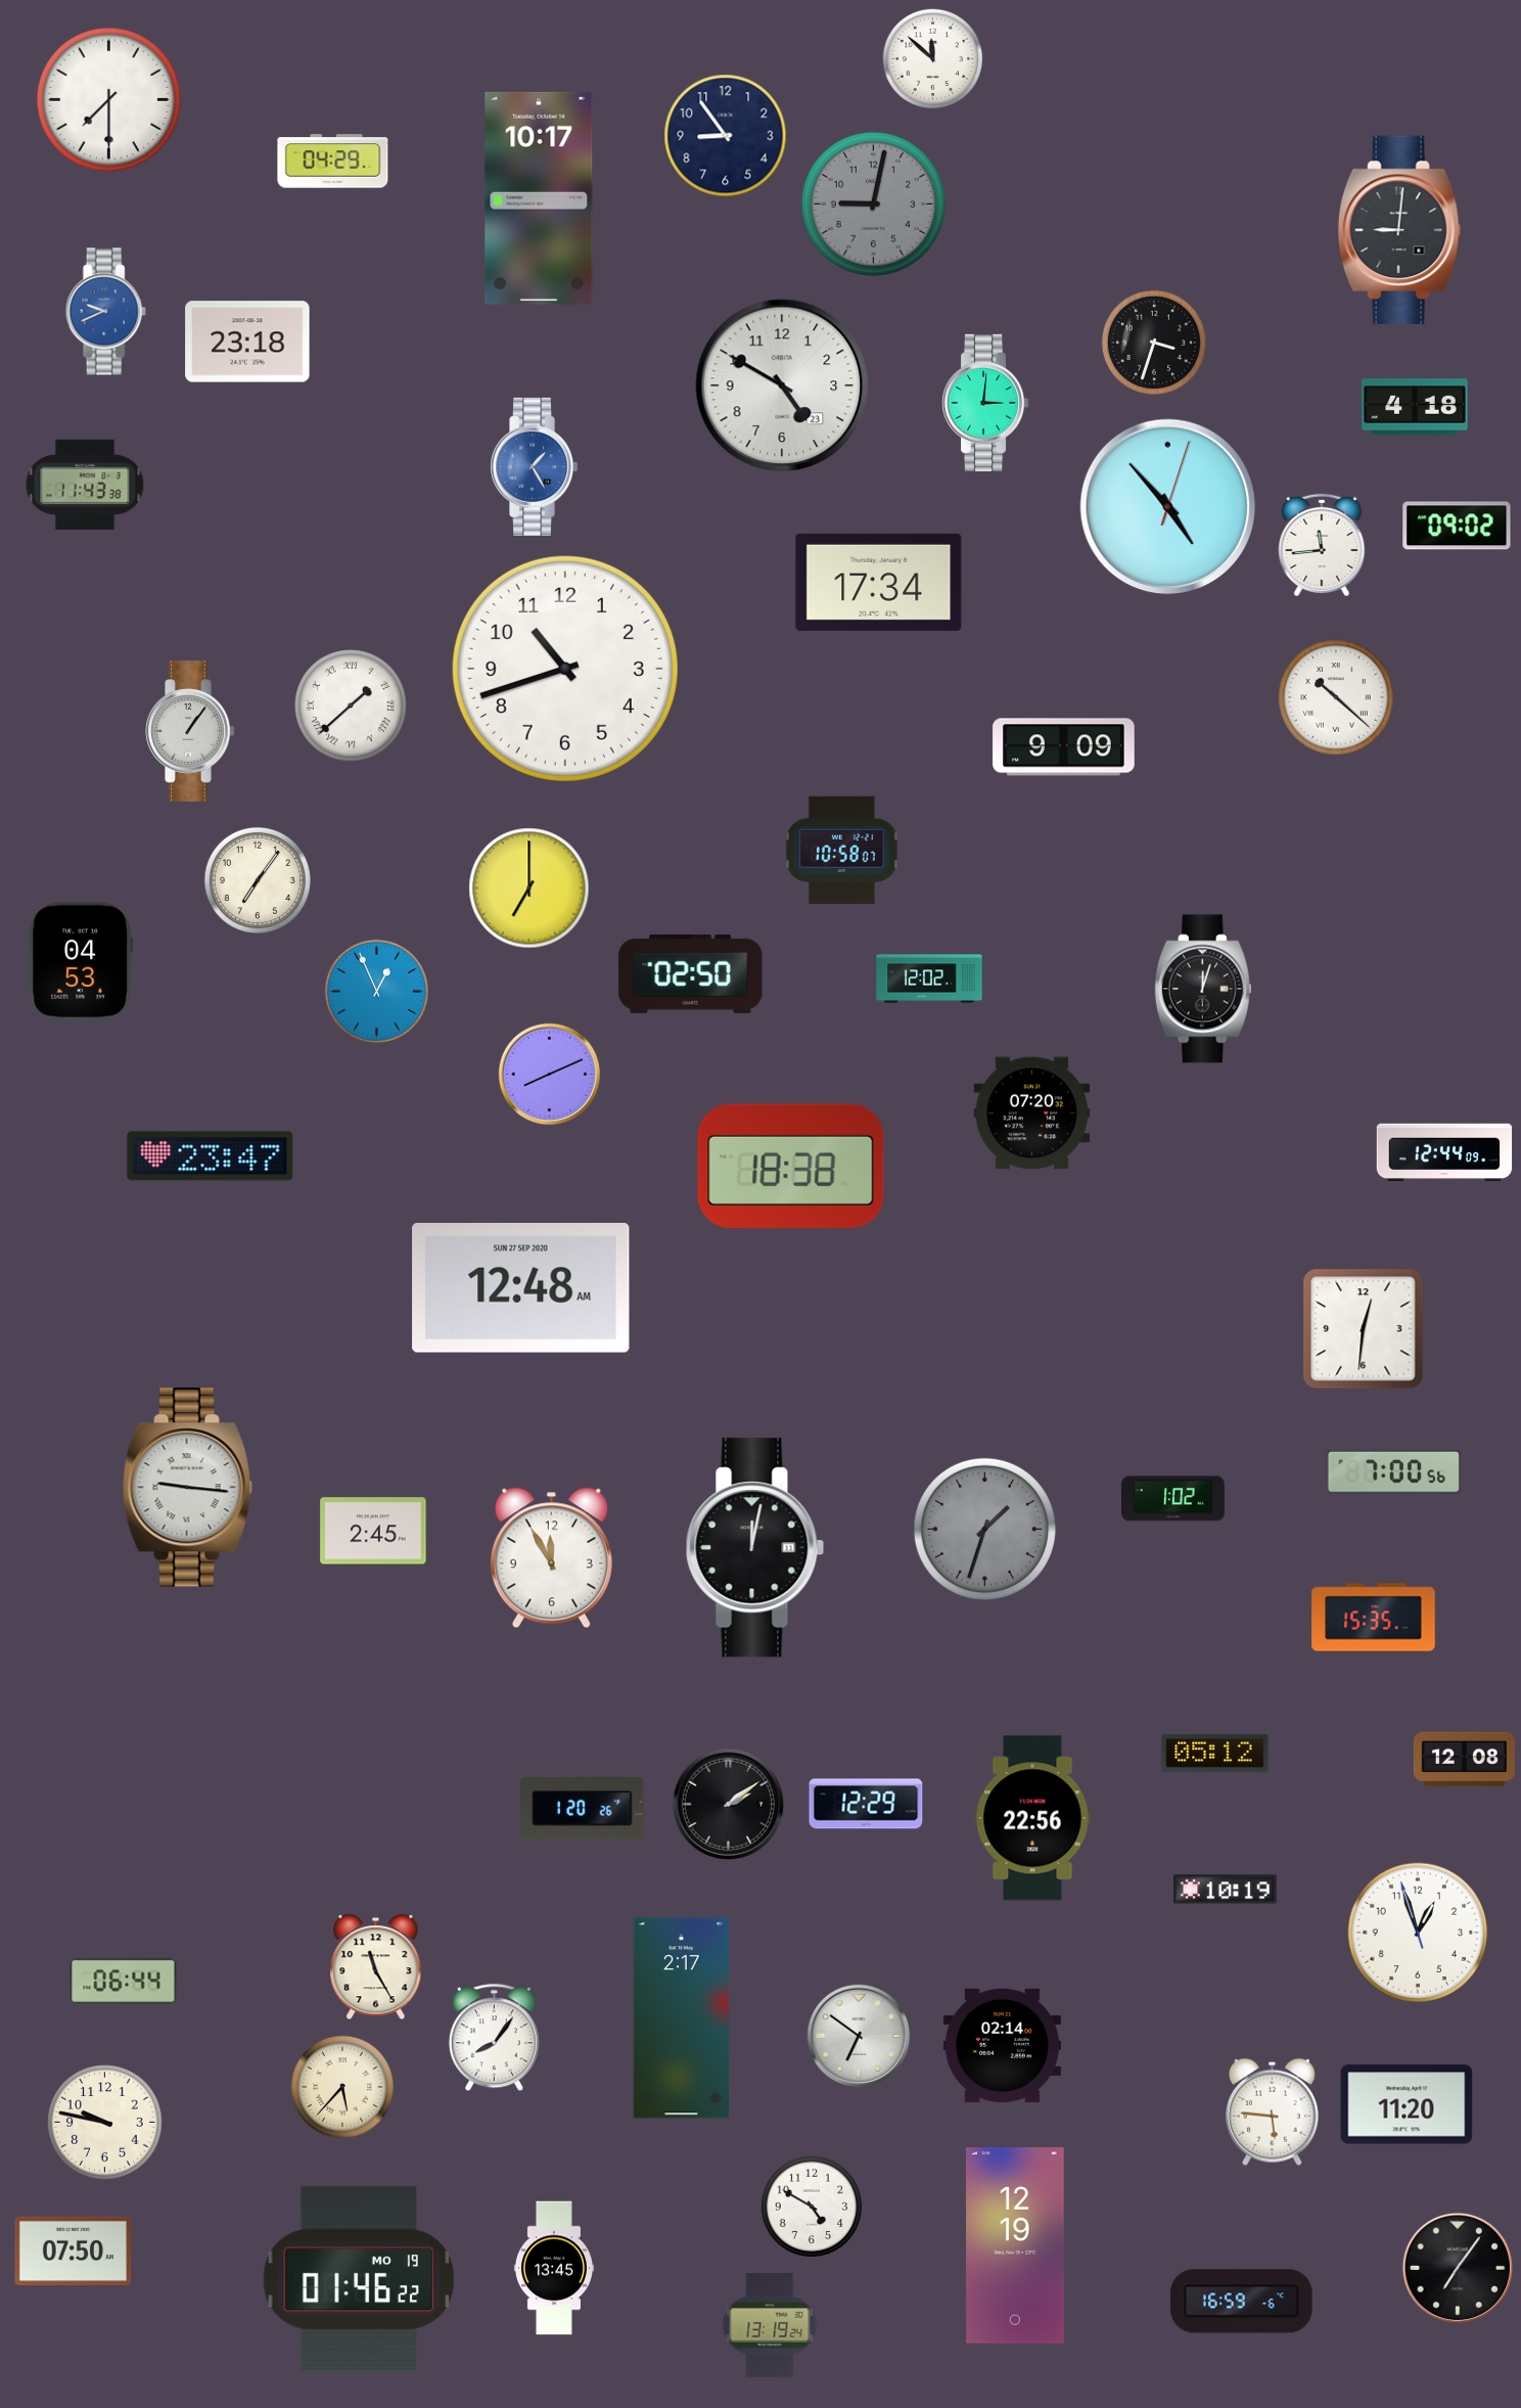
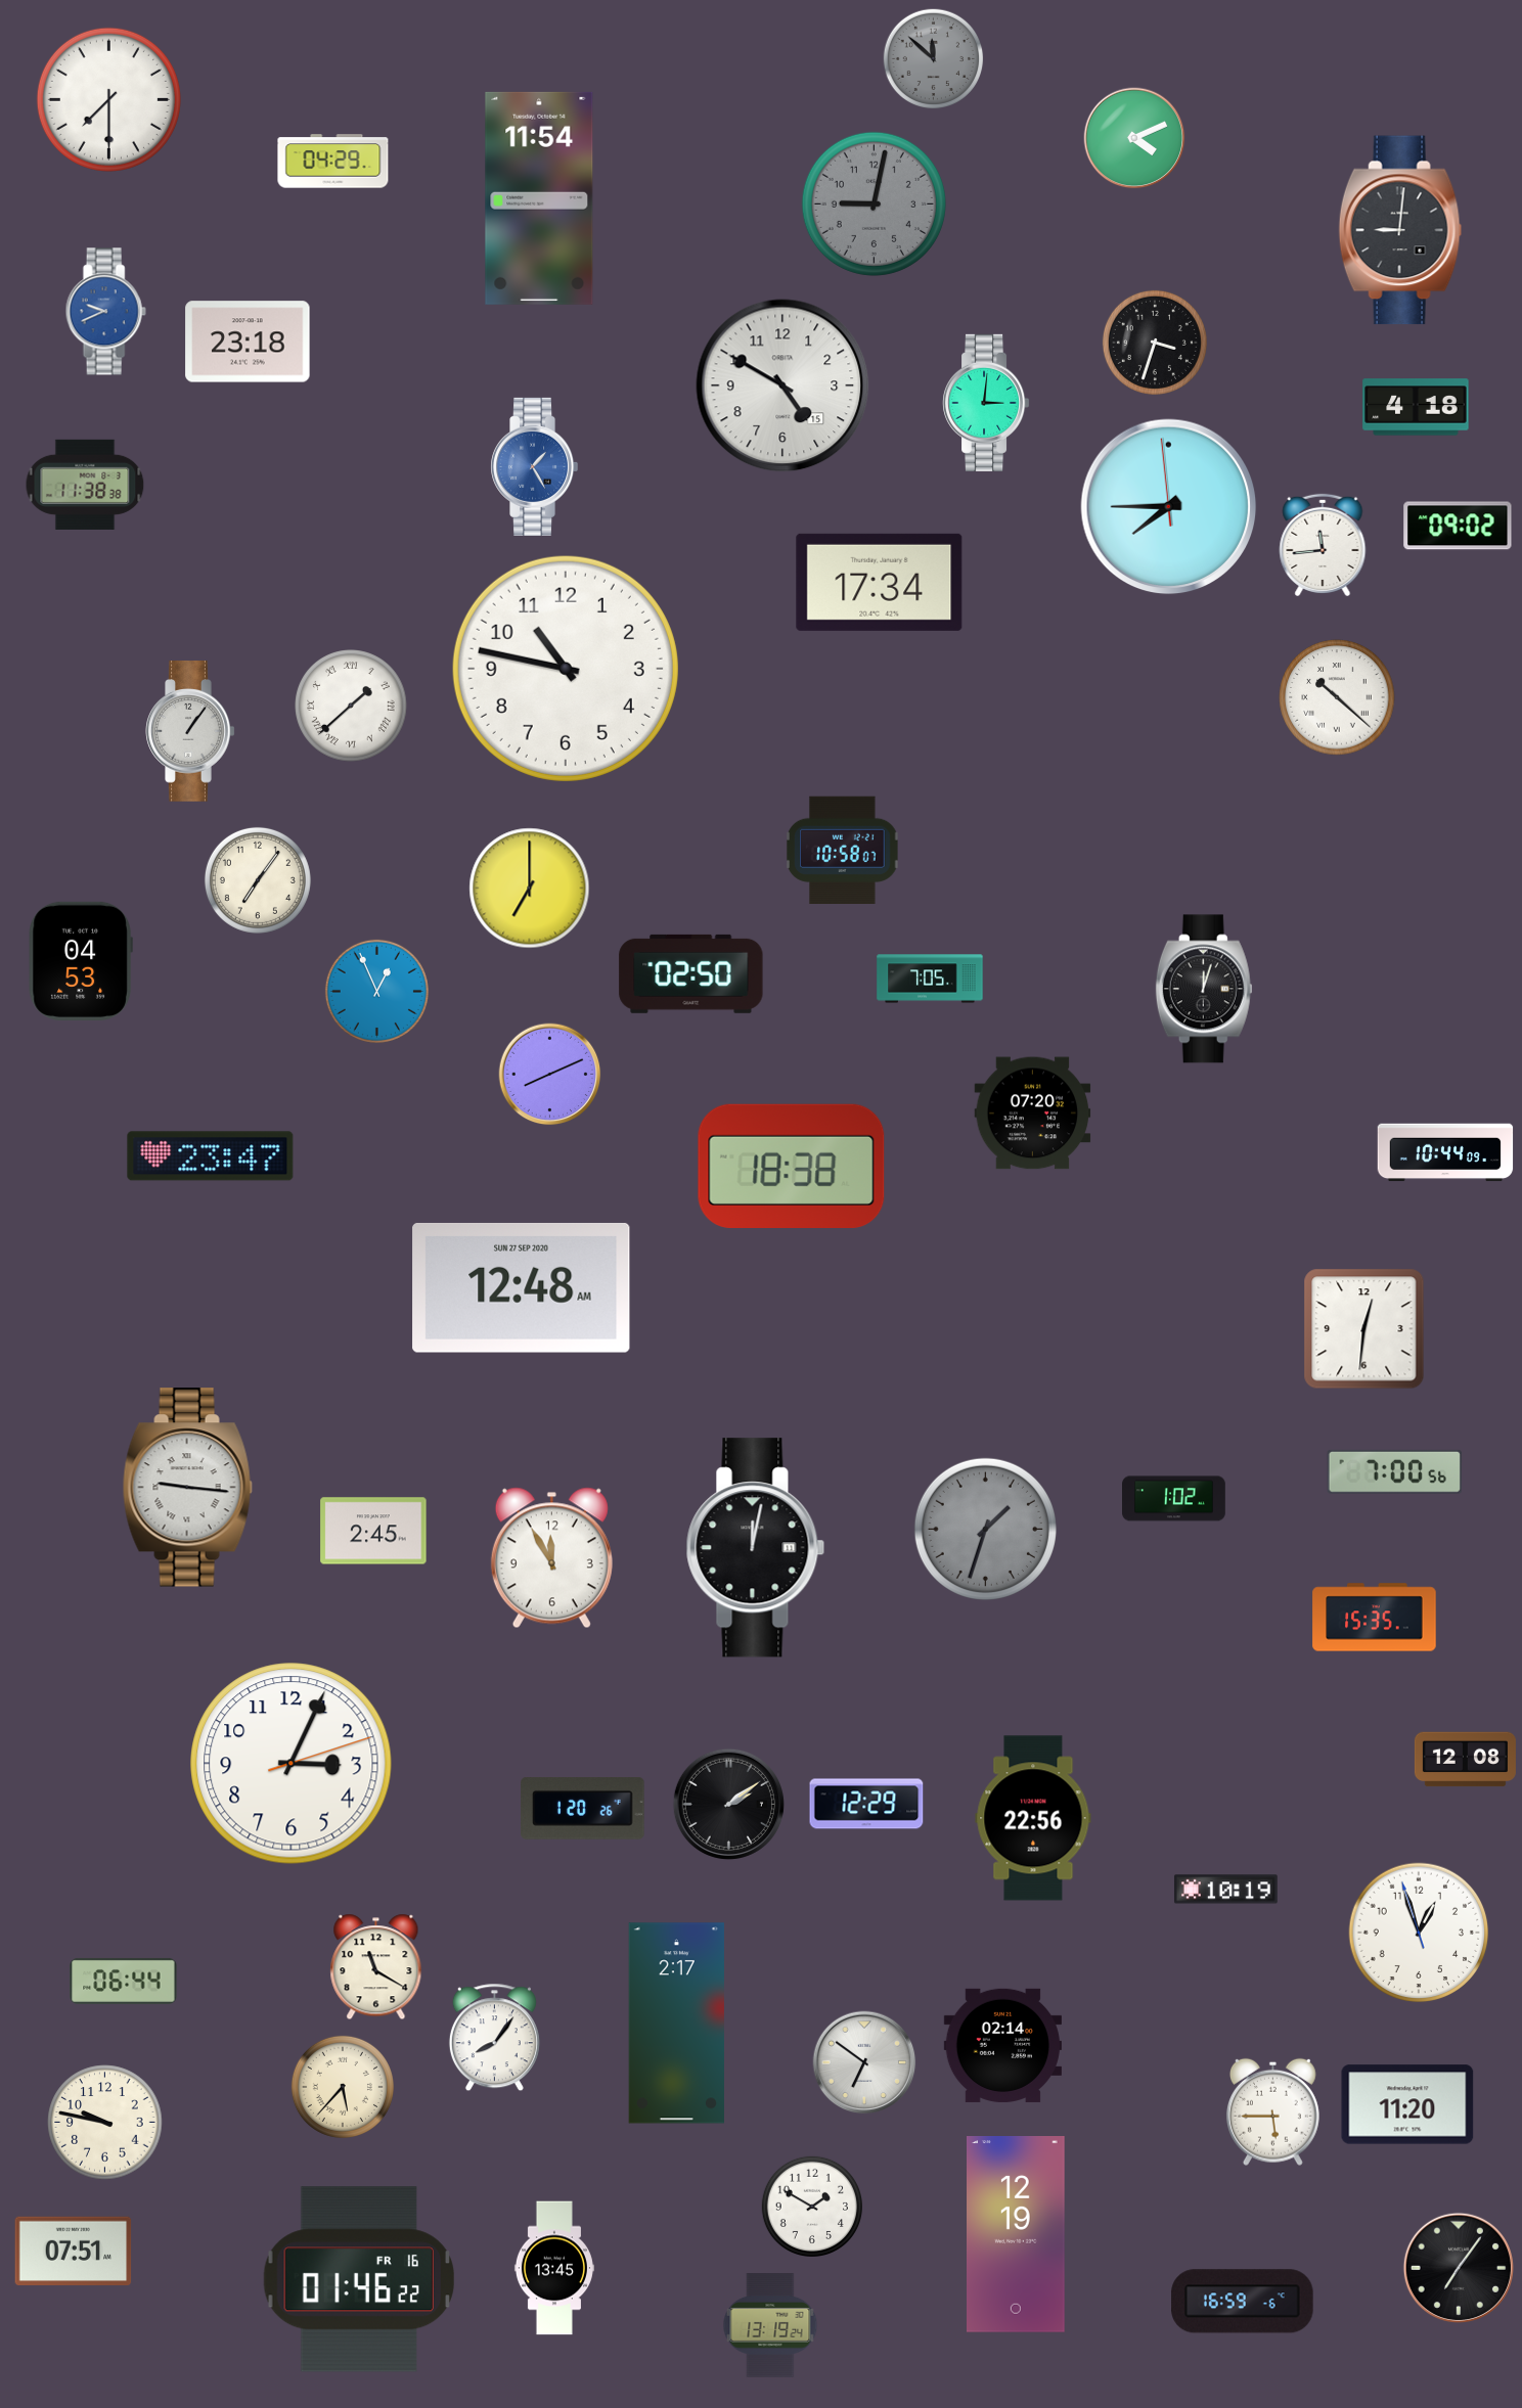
clock at (933, 59) dial: white -> grey
clock at (726, 136): 8:54 -> none
clock at (1134, 138): none -> 4:11
clock at (539, 198): 10:17 -> 11:54
clock at (782, 385) date: 23 -> 15
clock at (85, 485): 11:43 -> 11:38
clock at (1168, 507): 4:53 -> 7:44
clock at (565, 669): 10:42 -> 10:47
clock at (1064, 747): 9:09 -> none
clock at (929, 979): 12:02 -> 7:05
clock at (1444, 1152): 12:44 -> 10:44
clock at (1215, 1753): 05:12 -> none
clock at (292, 1764): none -> 3:04
clock at (376, 1967): 11:25 -> 11:20
clock at (681, 2018) position: (681, 2018) -> (676, 2024)
clock at (859, 2036) position: (859, 2036) -> (864, 2062)
clock at (1272, 2111): 5:46 -> 5:45
clock at (811, 2206): 4:50 -> 1:50
clock at (1016, 2246) position: (1016, 2246) -> (1017, 2235)
clock at (74, 2252): 07:50 -> 07:51
clock at (358, 2279) date: MO 19 -> FR 16
